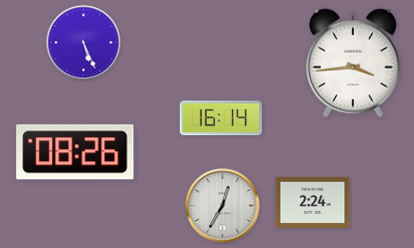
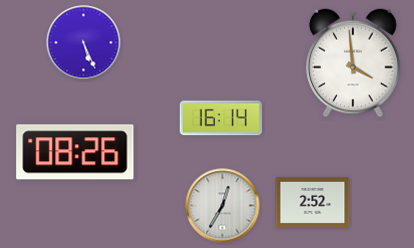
clock at (354, 63): 3:44 -> 3:59
clock at (313, 202): 2:24 -> 2:52
